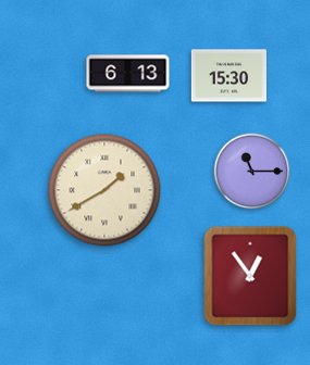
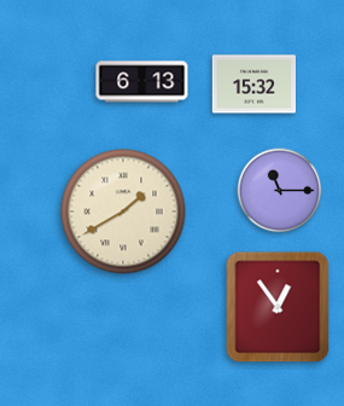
clock at (228, 76): 15:30 -> 15:32
clock at (104, 190) position: (104, 190) -> (123, 211)
